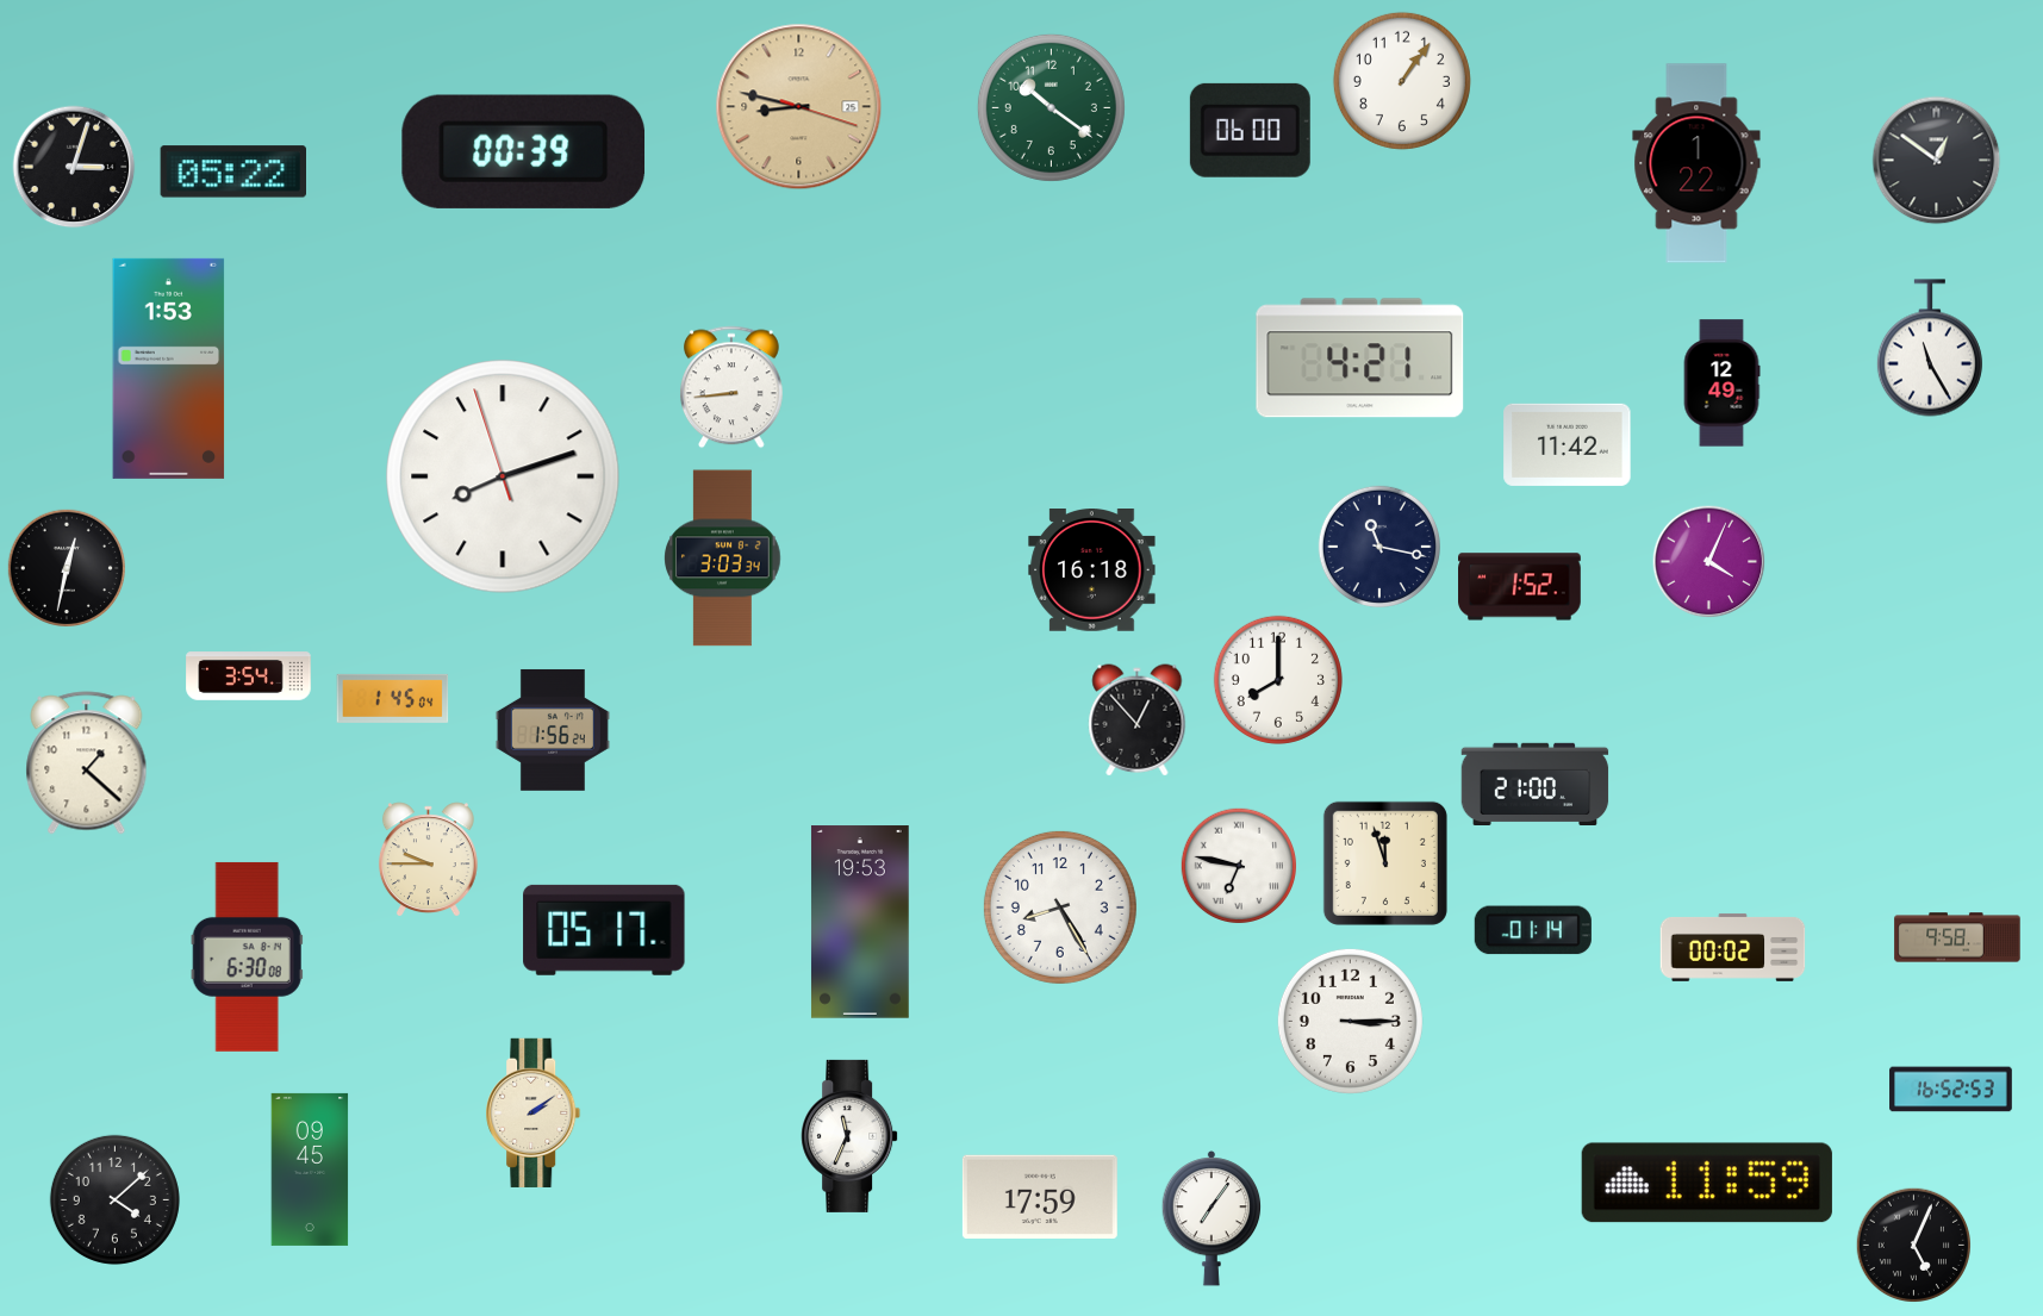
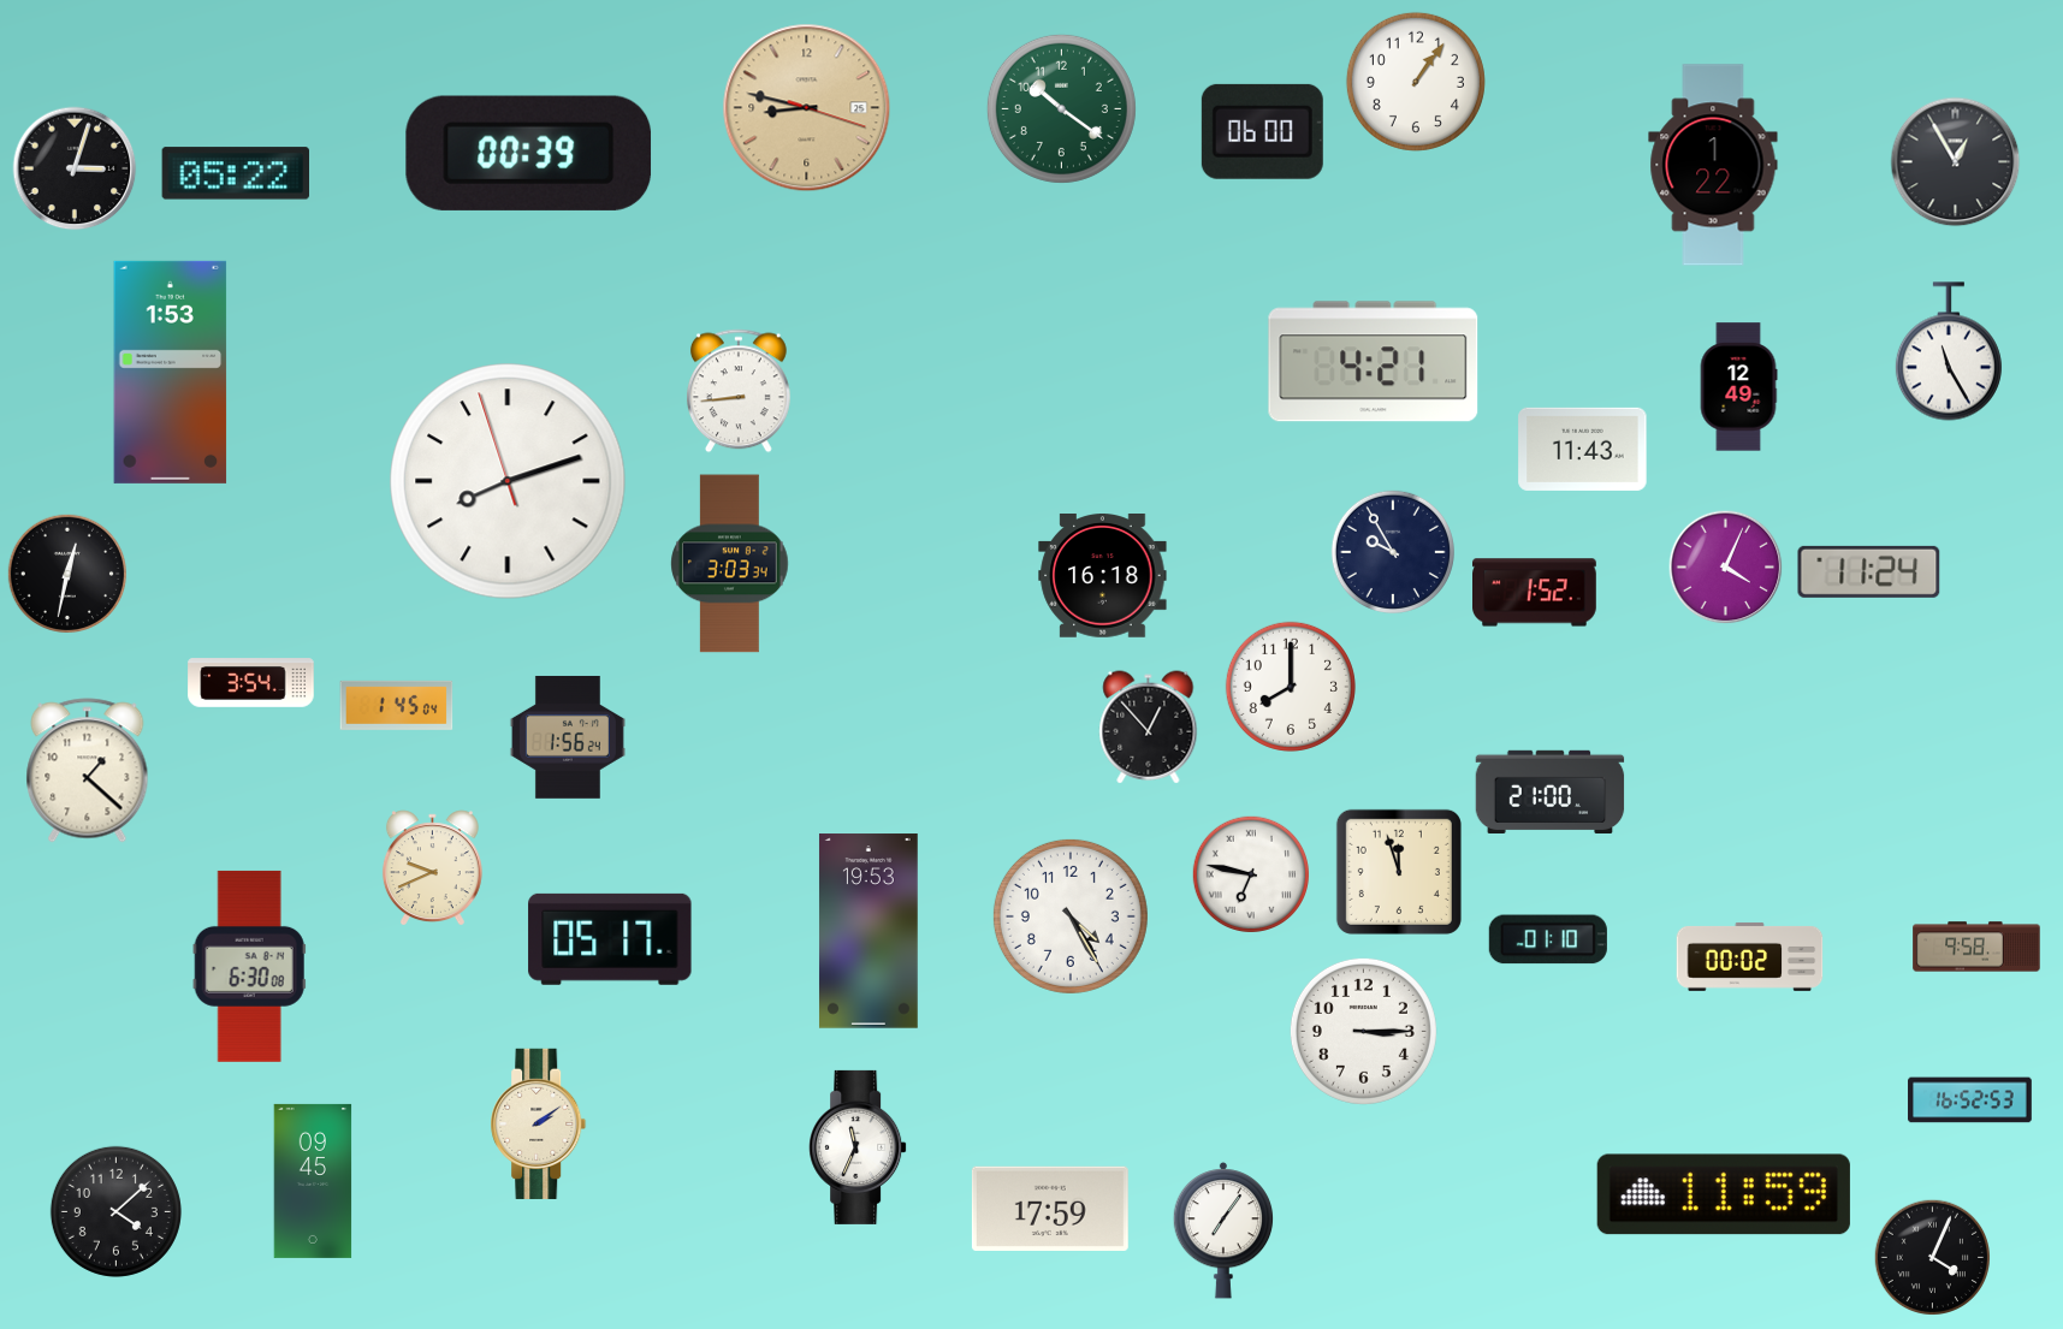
clock at (1937, 161): 12:51 -> 12:55
clock at (1568, 444): 11:42 -> 11:43
clock at (1379, 547): 11:17 -> 9:55
clock at (1869, 571): none -> 11:24
clock at (553, 730) position: (553, 730) -> (568, 737)
clock at (428, 859): 9:45 -> 9:41
clock at (1060, 908): 8:25 -> 4:25
clock at (1533, 930): 01:14 -> 01:10
clock at (1913, 1245): 5:04 -> 4:04
